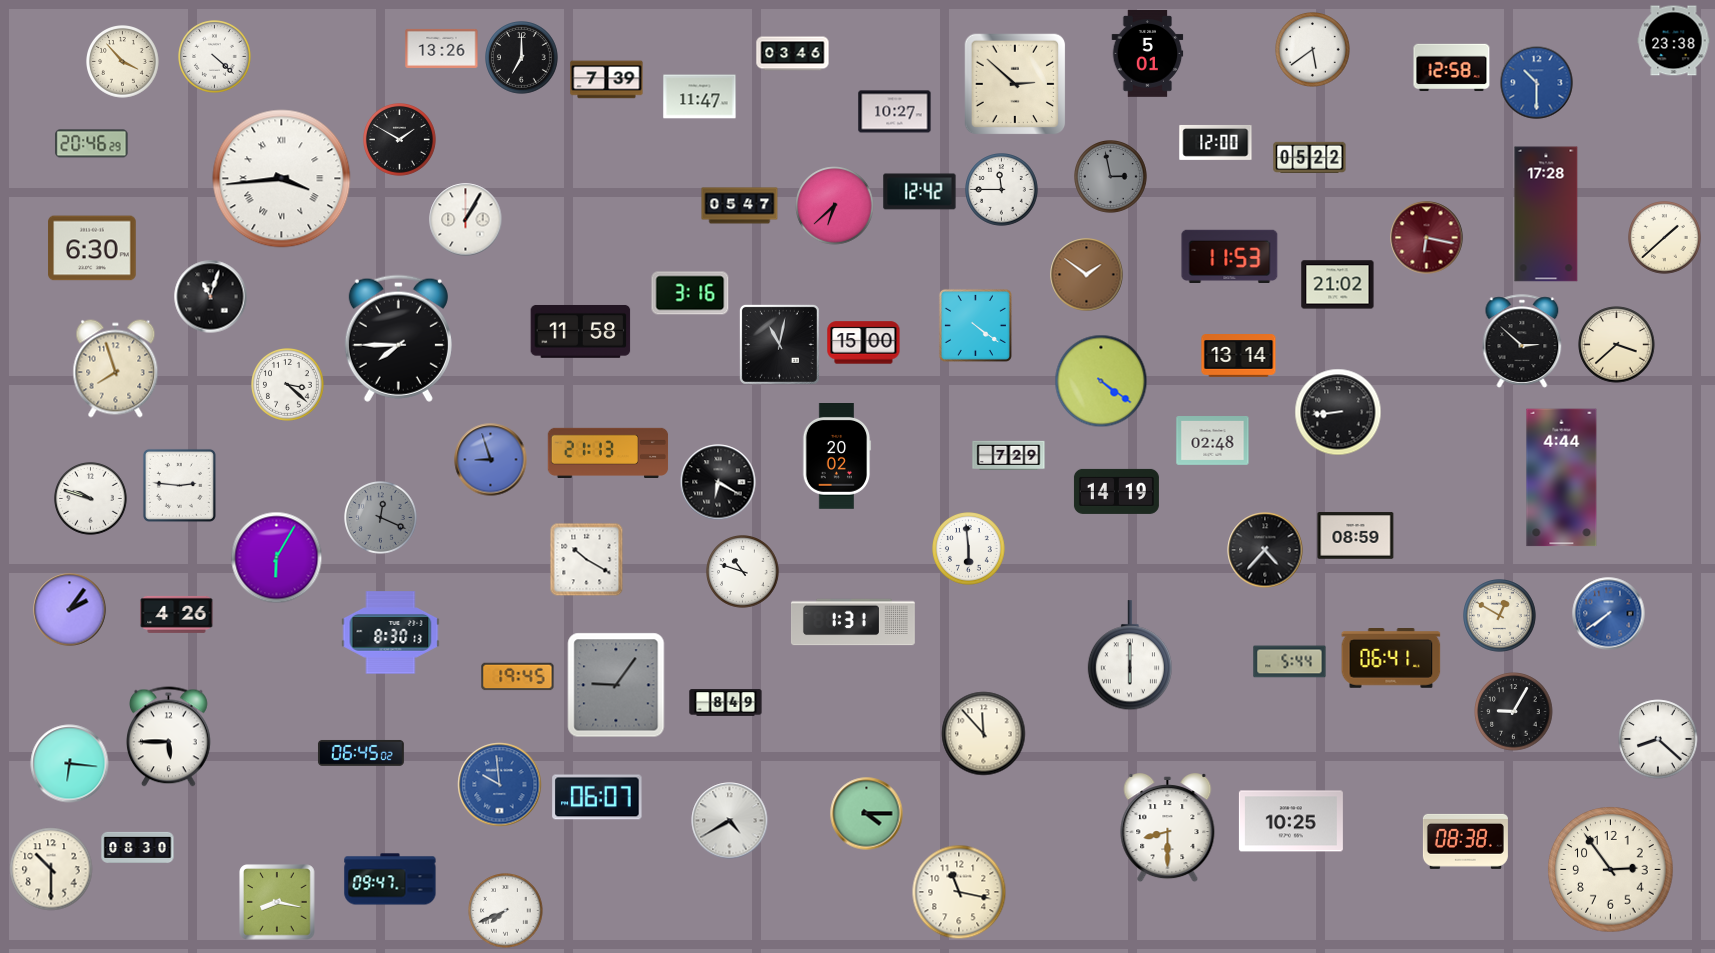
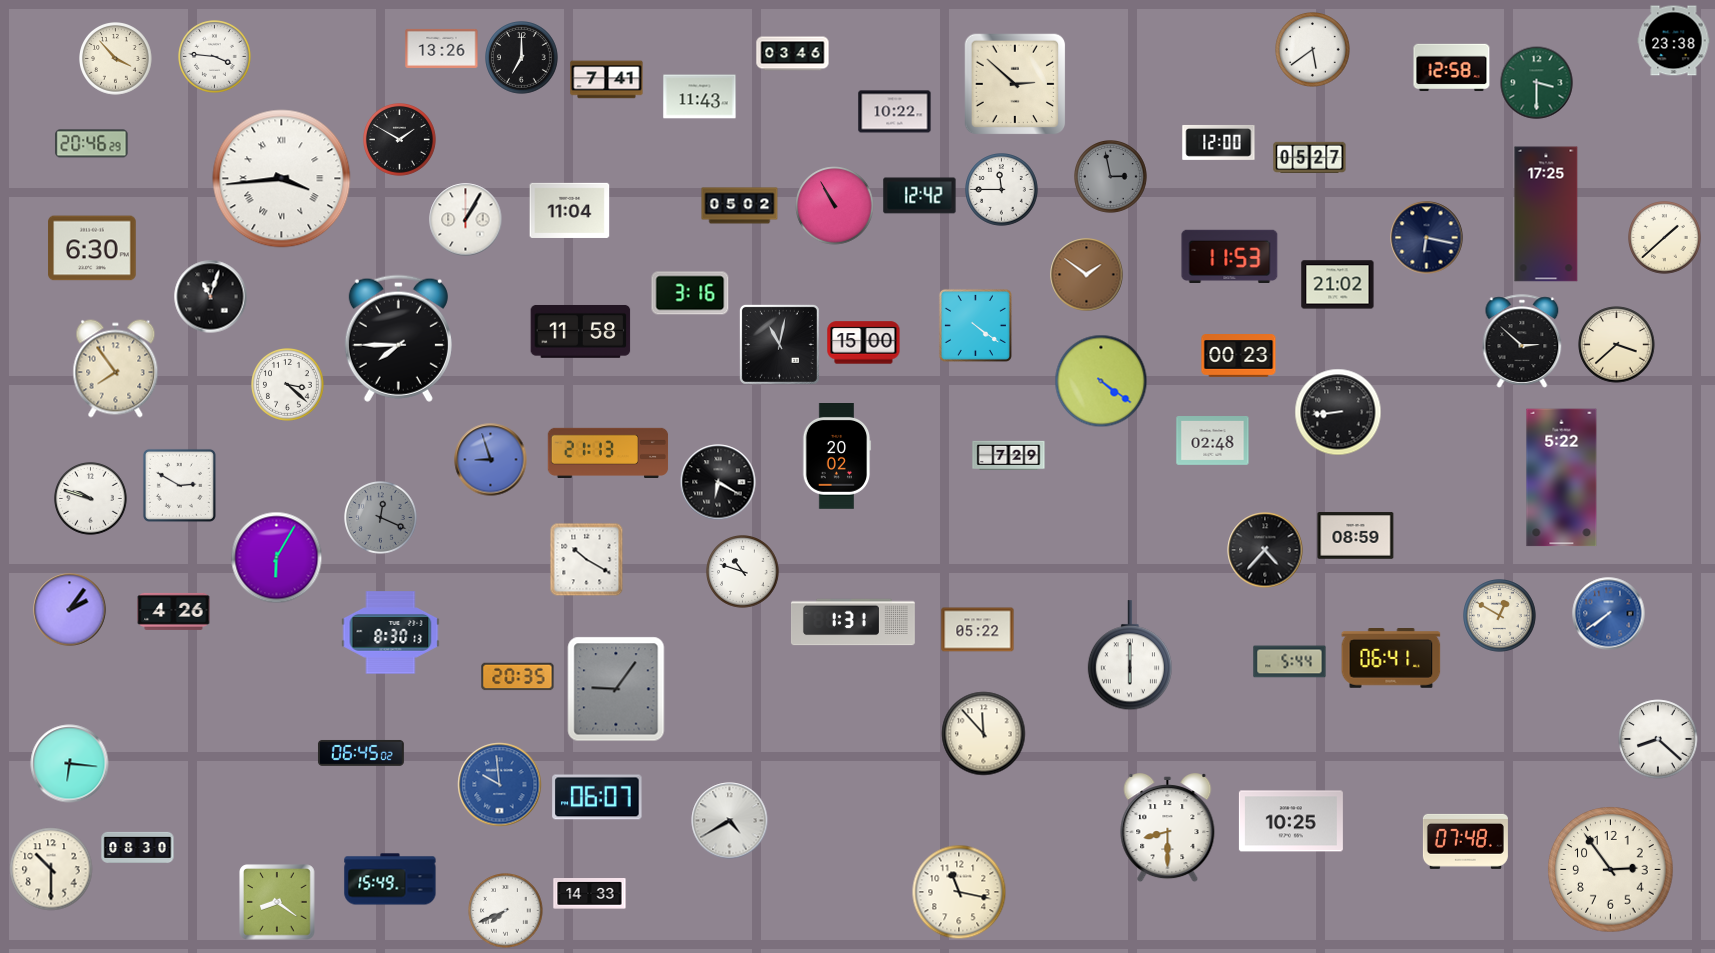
clock at (1148, 54): 5:01 -> none
clock at (215, 57): 4:22 -> 3:46
clock at (123, 62) position: (123, 62) -> (116, 59)
clock at (607, 80): 7:39 -> 7:41
clock at (1537, 83): 10:30 -> 3:30
clock at (1537, 83) dial: blue -> green
clock at (700, 97): 11:47 -> 11:43
clock at (895, 112): 10:27 -> 10:22
clock at (1216, 142) position: (1216, 142) -> (1219, 142)
clock at (1310, 157): 05:22 -> 05:27
clock at (920, 192) position: (920, 192) -> (920, 196)
clock at (740, 206): 05:47 -> 05:02
clock at (835, 206): 6:38 -> 10:55
clock at (570, 210): none -> 11:04
clock at (1546, 214): 17:28 -> 17:25
clock at (1427, 238) dial: burgundy -> navy
clock at (1239, 356): 13:14 -> 00:23
clock at (116, 369): 7:57 -> 7:54
clock at (1562, 478): 4:44 -> 5:22
clock at (179, 485): 2:46 -> 2:50
clock at (1116, 491): 14:19 -> none
clock at (969, 549): 5:59 -> none
clock at (177, 614) position: (177, 614) -> (174, 611)
clock at (978, 630): none -> 05:22
clock at (518, 677): 19:45 -> 20:35
clock at (616, 685) position: (616, 685) -> (616, 689)
clock at (726, 703): 8:49 -> none
clock at (1514, 712): 9:05 -> none
clock at (169, 737): 5:45 -> none
clock at (867, 814): 4:15 -> none
clock at (1465, 841): 08:38 -> 07:48
clock at (390, 879): 09:47 -> 15:49
clock at (590, 894): none -> 14:33
clock at (277, 902): 8:17 -> 8:21
